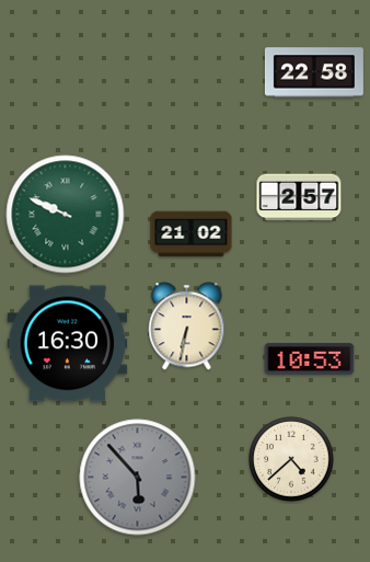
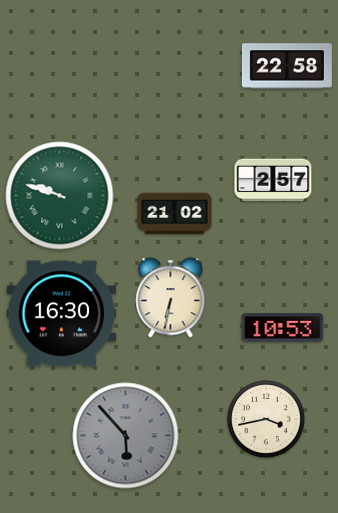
clock at (66, 215): 9:49 -> 9:48
clock at (291, 459): 4:38 -> 3:43
